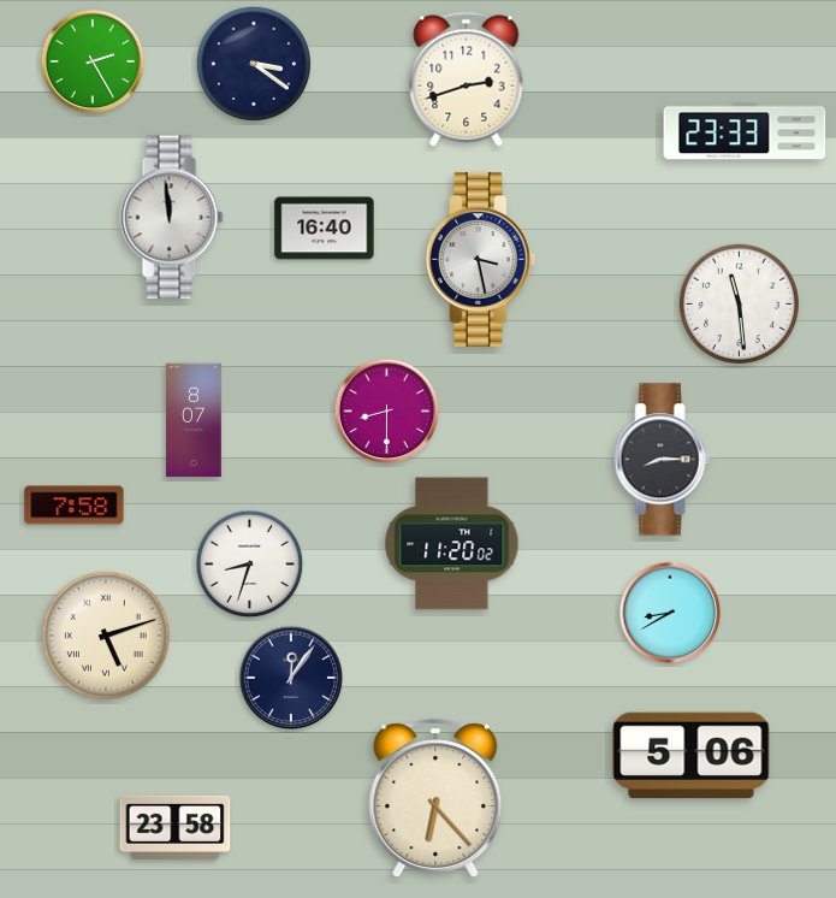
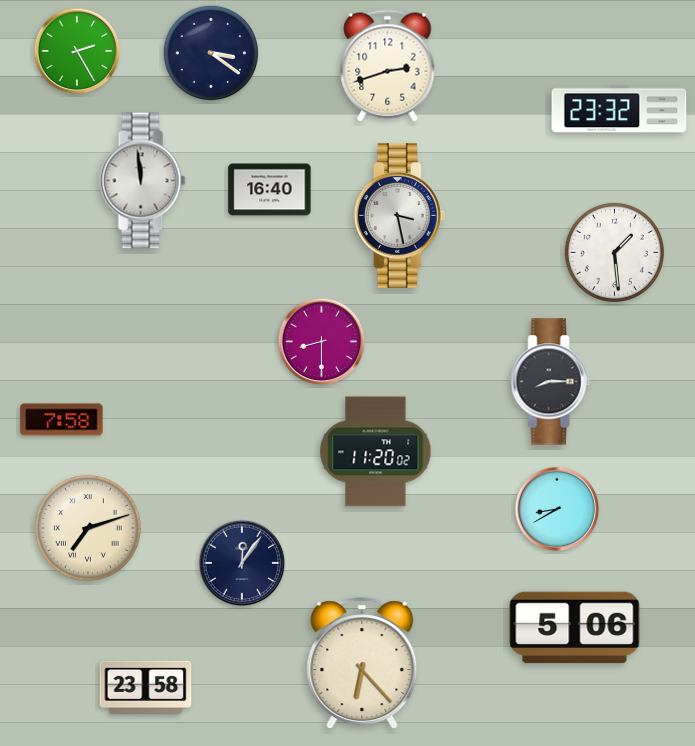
clock at (745, 131): 23:33 -> 23:32
clock at (739, 303): 11:29 -> 1:29
clock at (194, 420): 8:07 -> none
clock at (250, 565): 8:33 -> none
clock at (106, 636): 5:12 -> 7:12
